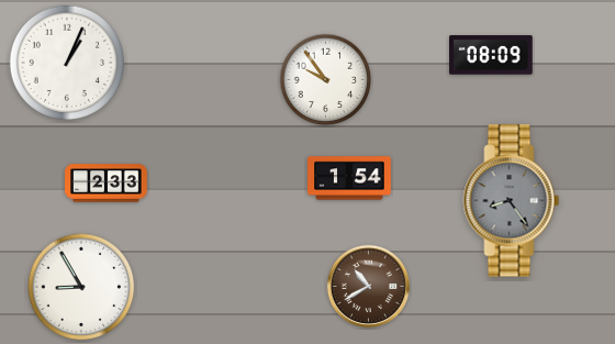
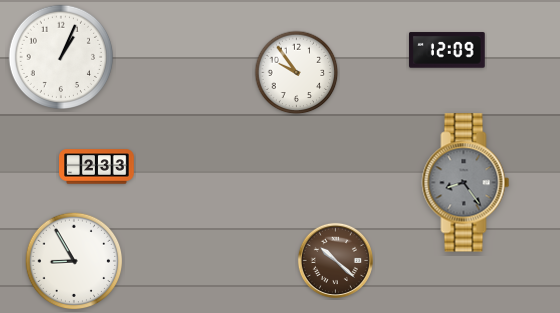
clock at (491, 55): 08:09 -> 12:09
clock at (349, 178): 1:54 -> none
clock at (368, 286): 10:40 -> 10:22
